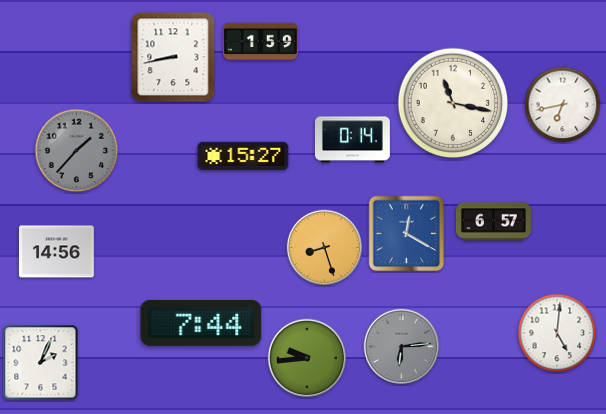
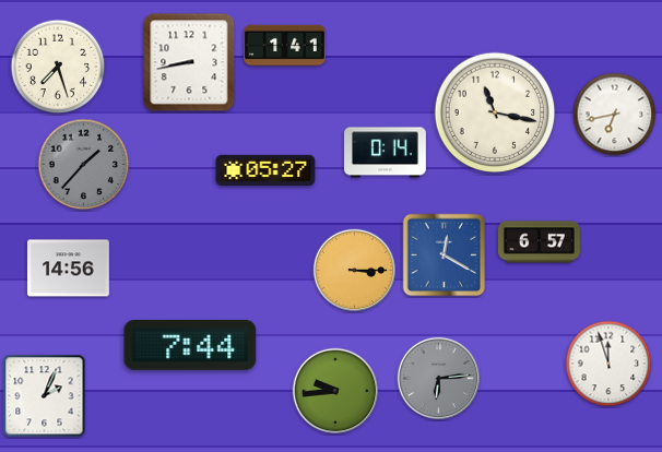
clock at (261, 42): 1:59 -> 1:41
clock at (58, 67): none -> 7:27
clock at (243, 155): 15:27 -> 05:27
clock at (325, 248): 8:27 -> 3:15
clock at (56, 252) position: (56, 252) -> (68, 269)
clock at (201, 324) position: (201, 324) -> (190, 346)
clock at (557, 333): 5:01 -> 11:57
